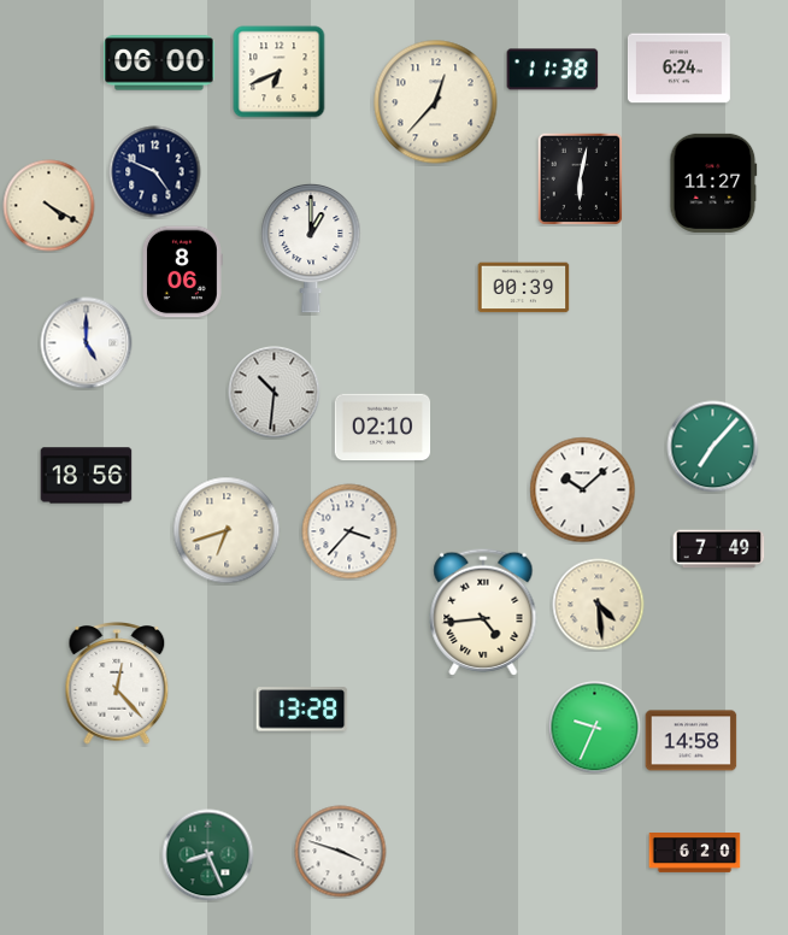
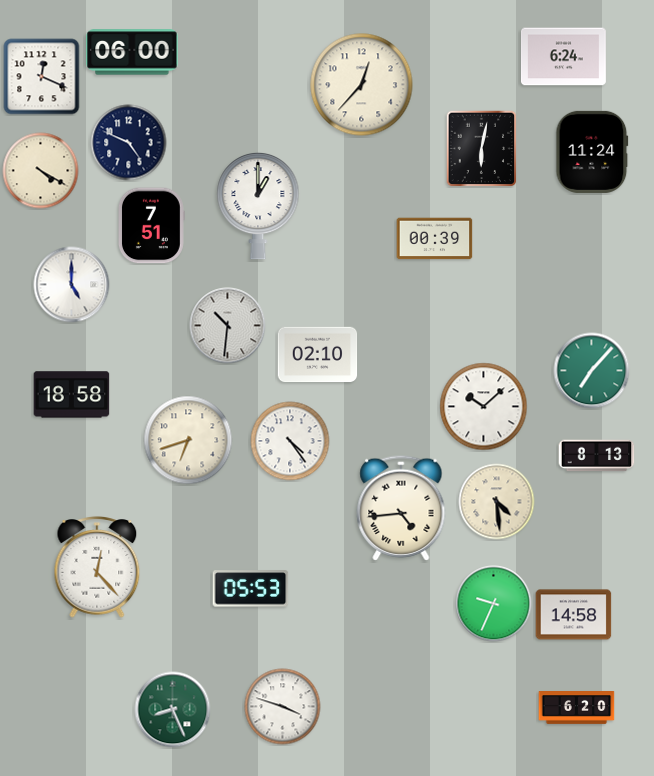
clock at (553, 70): 11:38 -> none
clock at (280, 72): 6:41 -> none
clock at (42, 77): none -> 12:19
clock at (713, 183): 11:27 -> 11:24
clock at (182, 272): 8:06 -> 7:51
clock at (87, 476): 18:56 -> 18:58
clock at (349, 531): 3:37 -> 4:24
clock at (719, 549): 7:49 -> 8:13
clock at (302, 710): 13:28 -> 05:53
